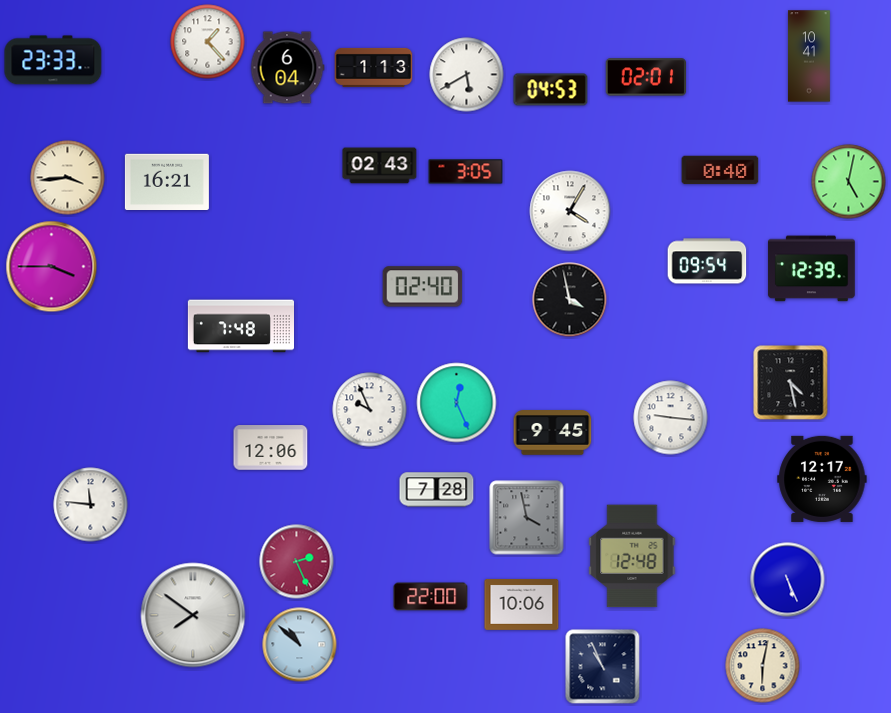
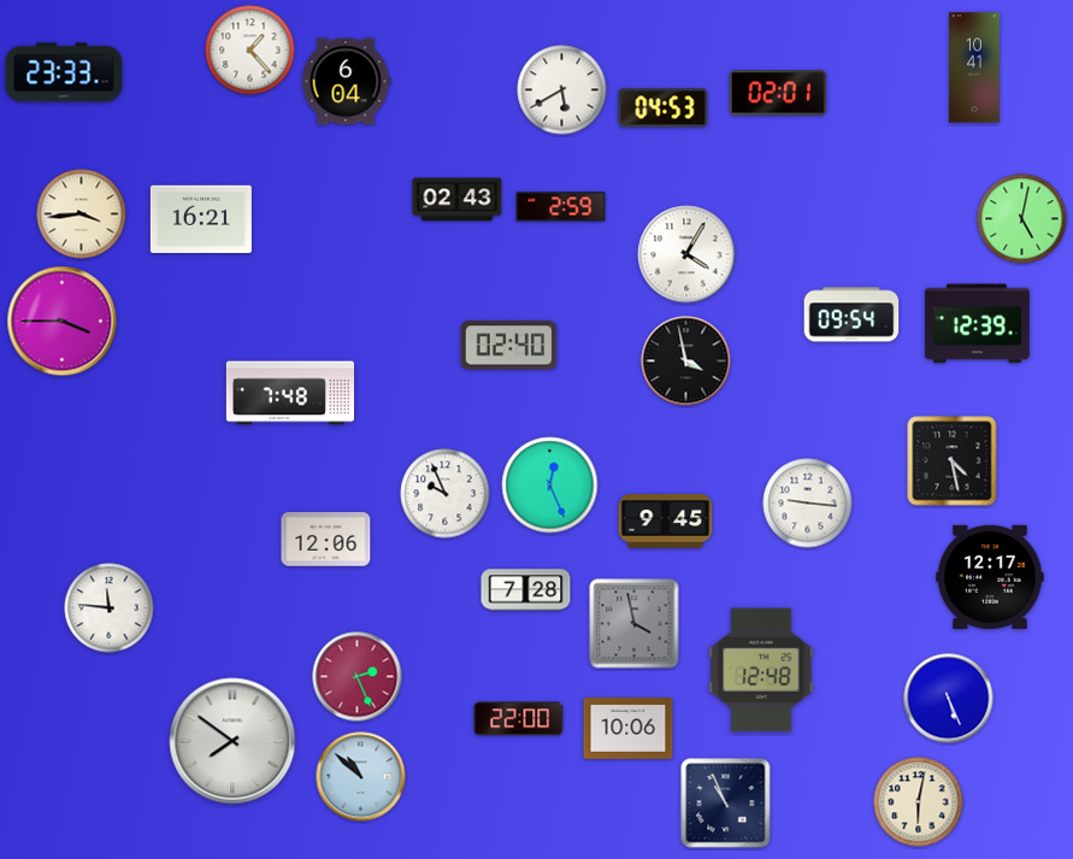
clock at (374, 67): 1:13 -> none
clock at (720, 170): 0:40 -> none
clock at (466, 172): 3:05 -> 2:59
